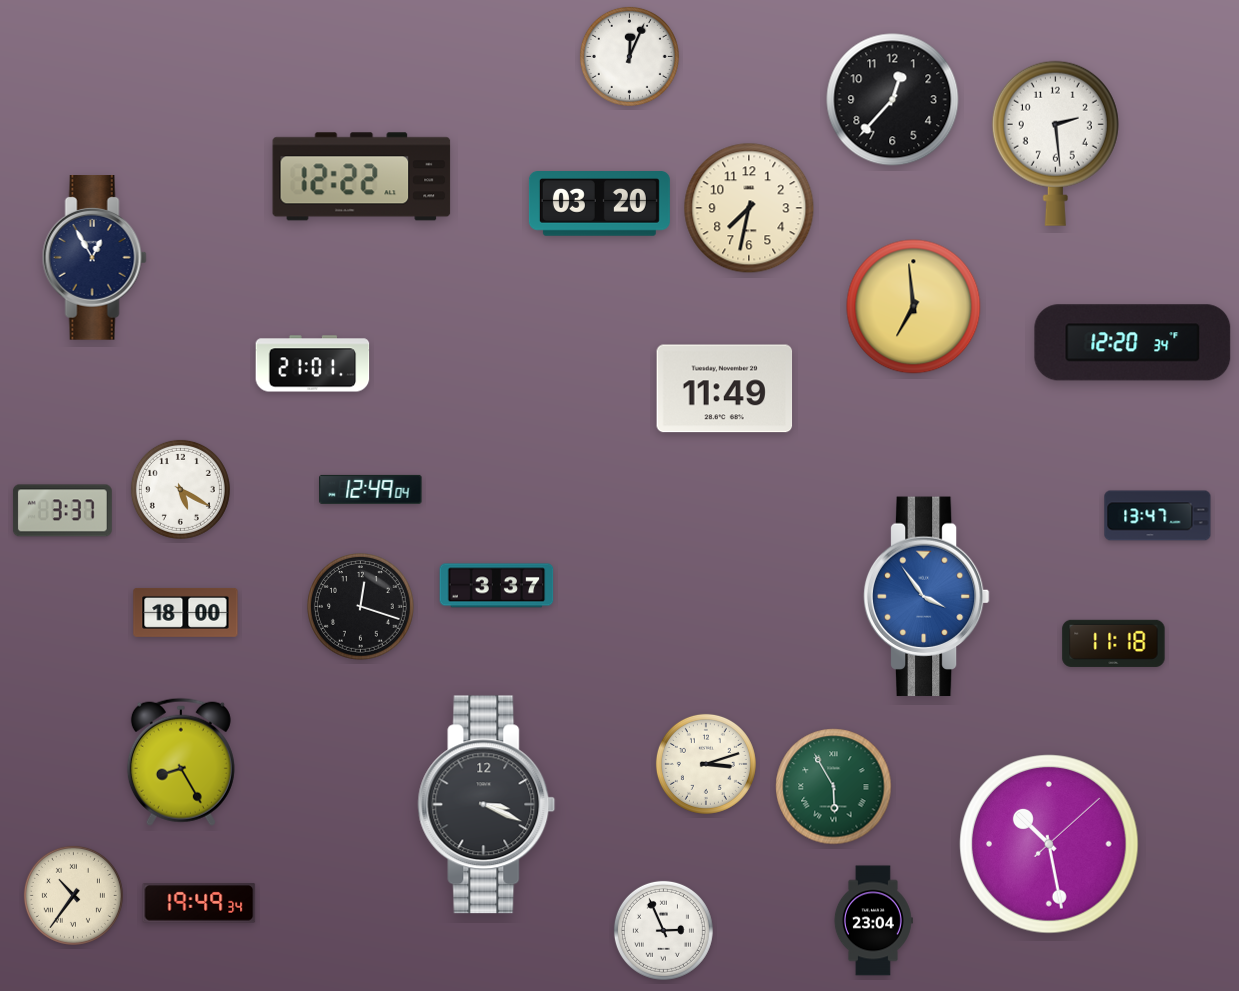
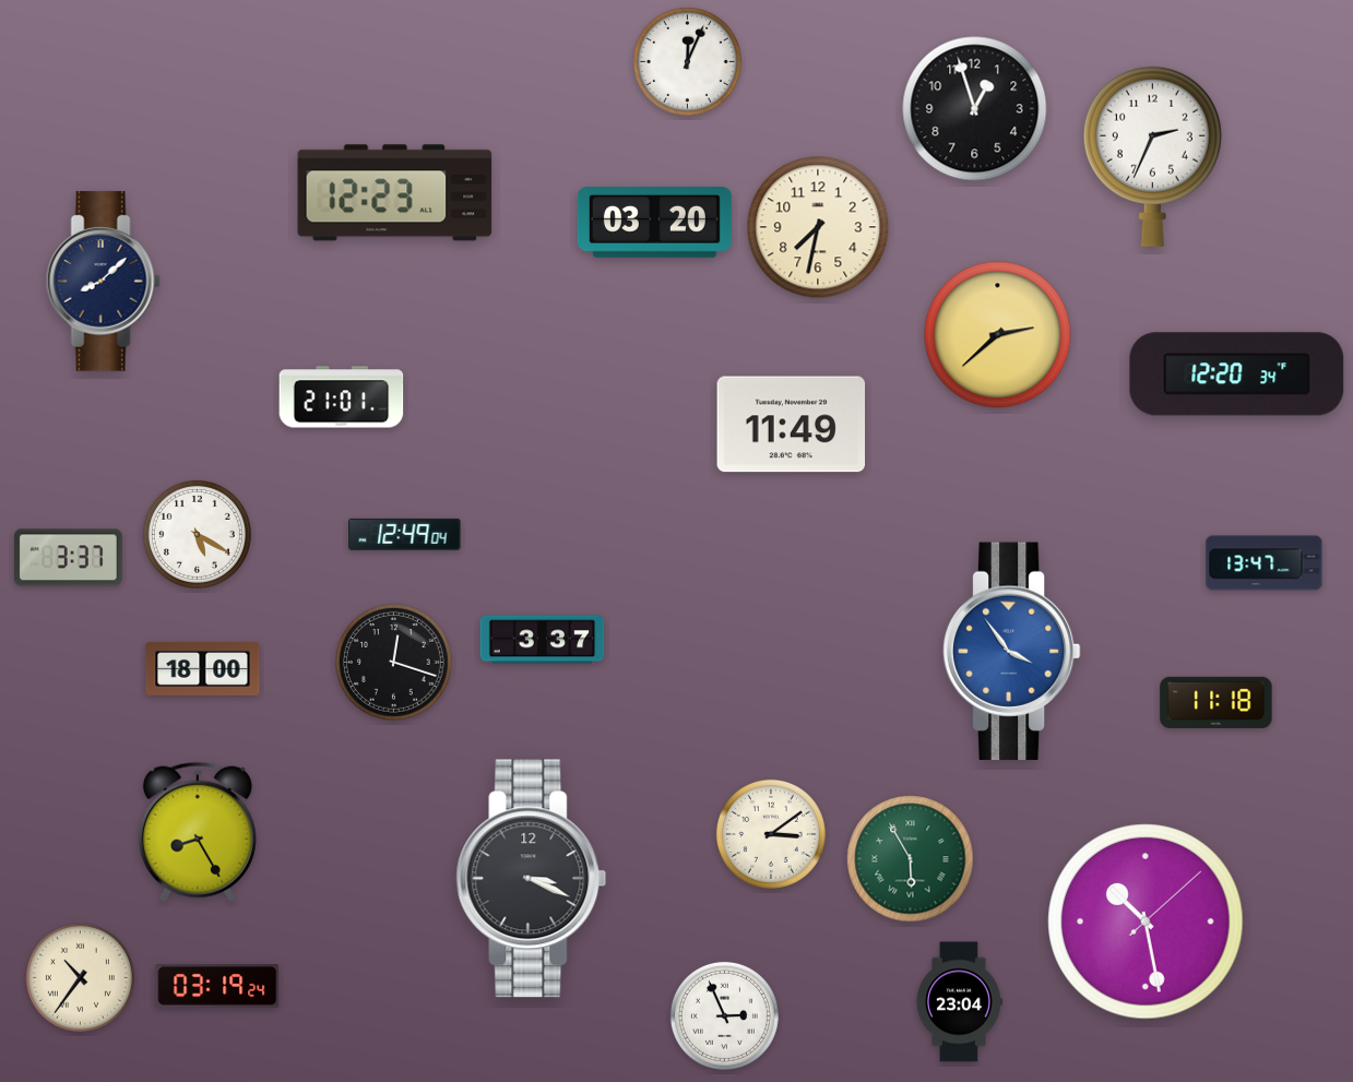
clock at (893, 100): 12:37 -> 12:57
clock at (1055, 143): 2:29 -> 2:34
clock at (362, 177): 12:22 -> 12:23
clock at (94, 258): 12:55 -> 8:08
clock at (914, 307): 6:59 -> 2:38
clock at (706, 764): 3:12 -> 3:09
clock at (199, 903): 19:49 -> 03:19
clock at (873, 921) position: (873, 921) -> (959, 1002)
